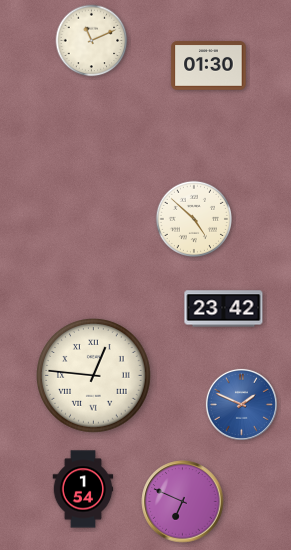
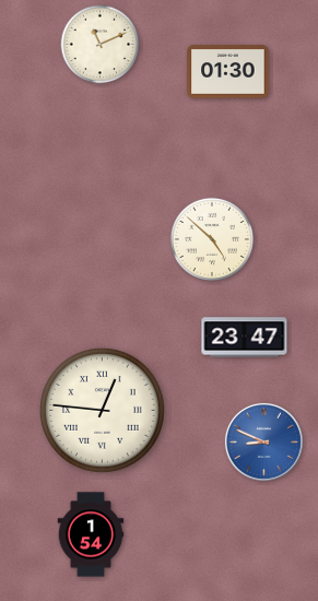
clock at (224, 309): 23:42 -> 23:47
clock at (241, 404): 1:49 -> 8:49
clock at (183, 502): 6:49 -> none
